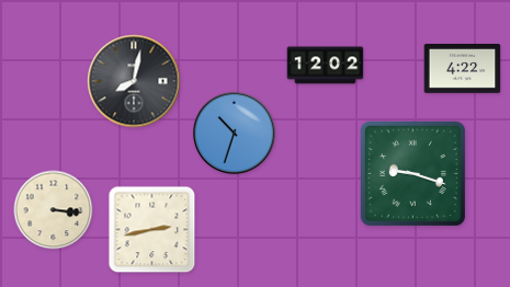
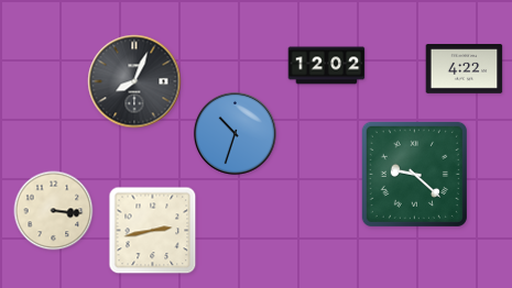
clock at (134, 81): 8:02 -> 8:04
clock at (412, 173): 9:18 -> 9:22
